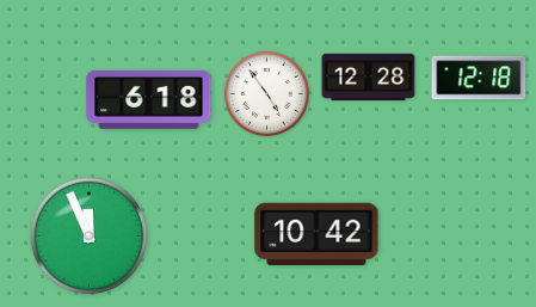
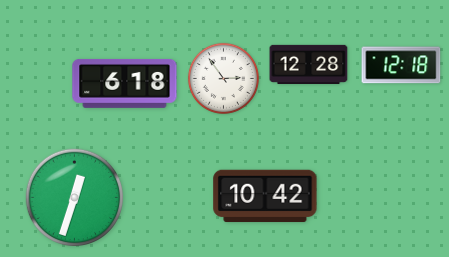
clock at (266, 93): 4:54 -> 2:54
clock at (88, 235): 11:56 -> 12:33
